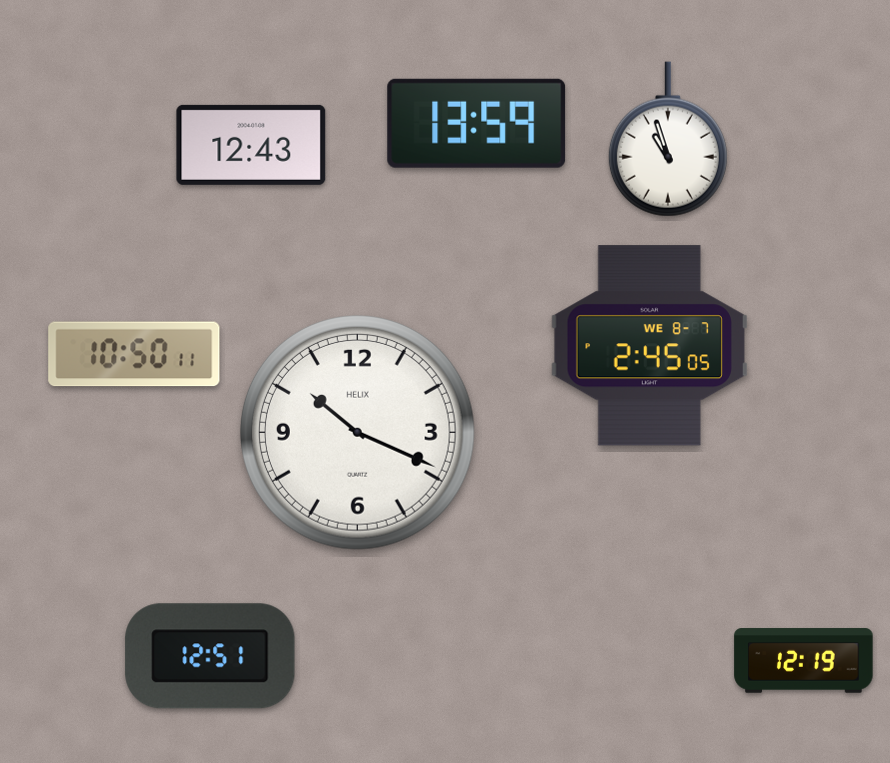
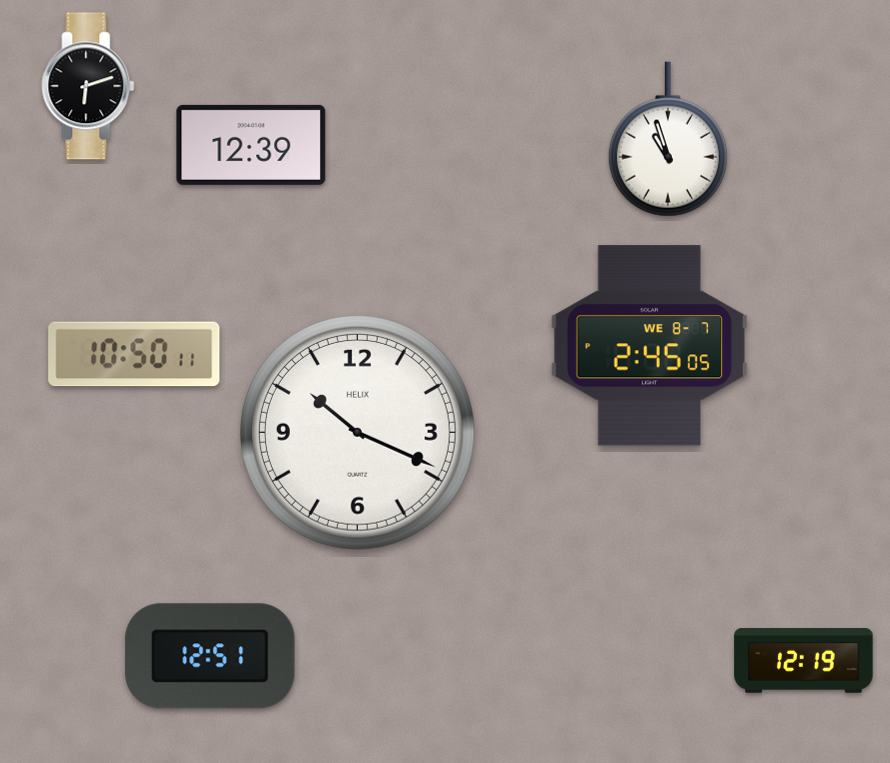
clock at (88, 86): none -> 6:12
clock at (477, 123): 13:59 -> none
clock at (251, 145): 12:43 -> 12:39
